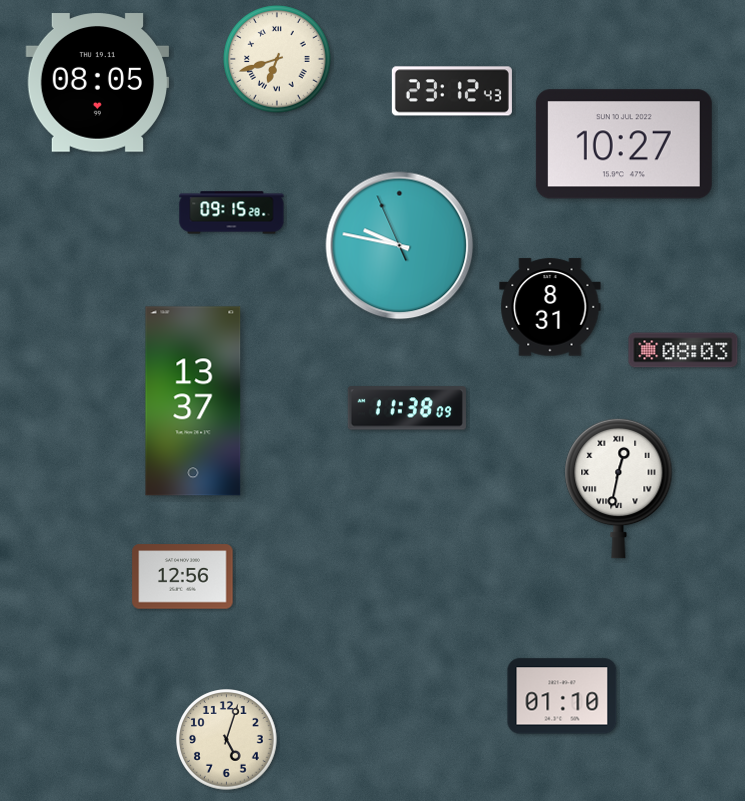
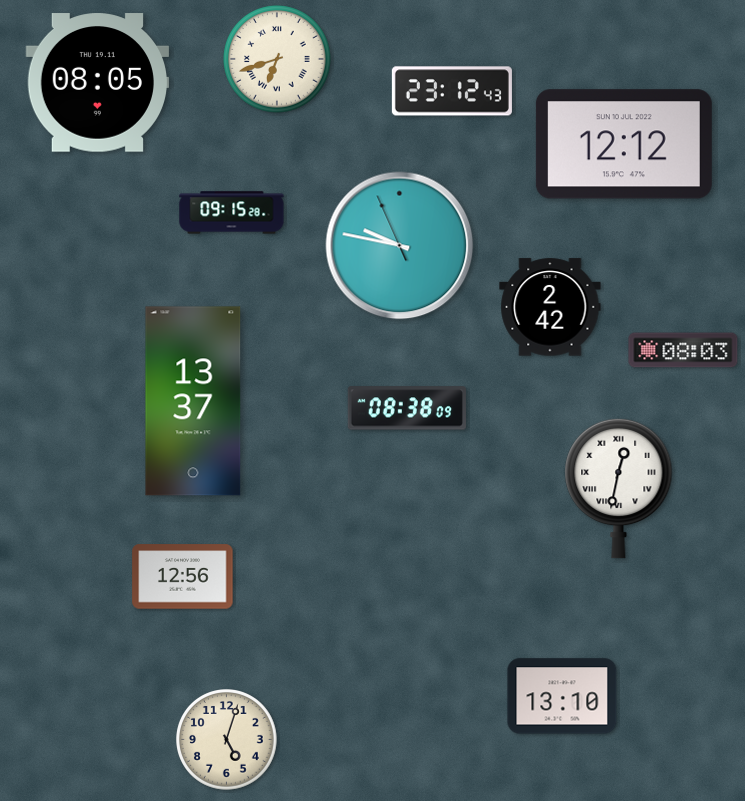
clock at (624, 144): 10:27 -> 12:12
clock at (550, 307): 8:31 -> 2:42
clock at (407, 408): 11:38 -> 08:38
clock at (562, 696): 01:10 -> 13:10
